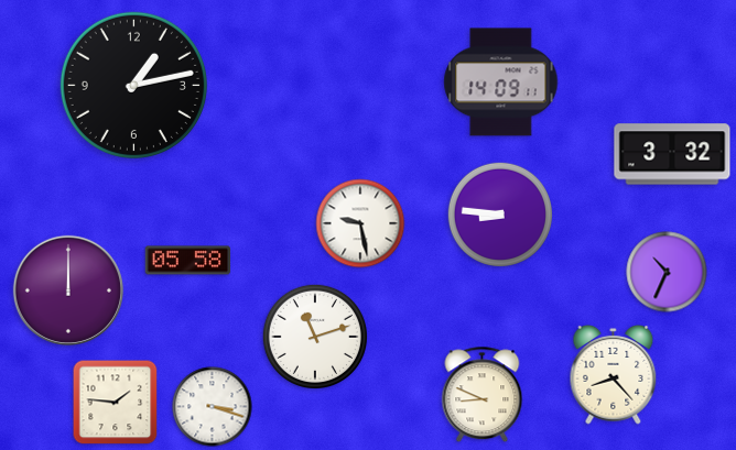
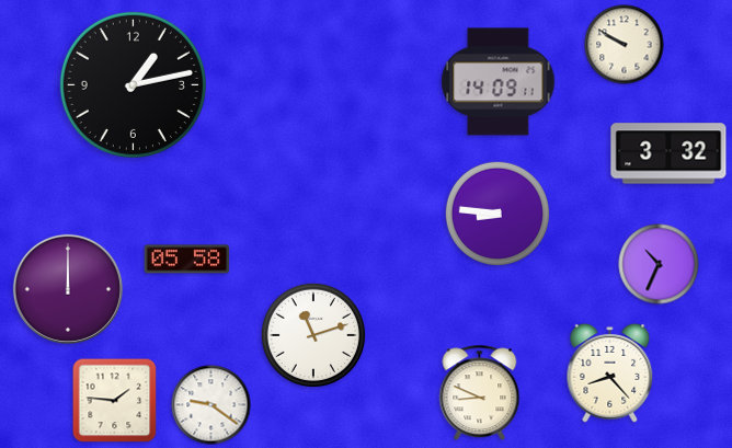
clock at (625, 45): none -> 9:50
clock at (360, 223): 9:28 -> none
clock at (667, 272) position: (667, 272) -> (659, 264)
clock at (213, 407): 3:18 -> 9:21
